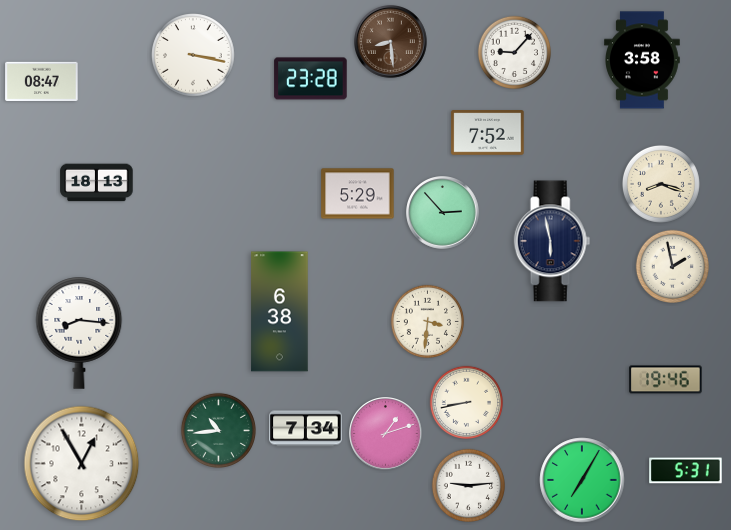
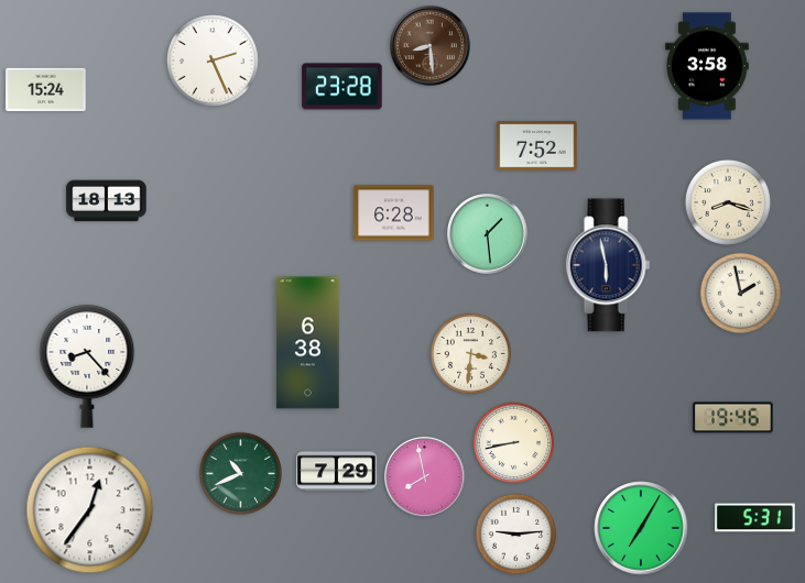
clock at (514, 52): 9:07 -> none
clock at (193, 55): 3:17 -> 2:26
clock at (42, 82): 08:47 -> 15:24
clock at (358, 194): 5:29 -> 6:28
clock at (443, 213): 2:53 -> 1:29
clock at (79, 333): 8:16 -> 8:23
clock at (306, 429): 7:34 -> 7:29
clock at (218, 430): 10:44 -> 10:41
clock at (386, 434): 1:12 -> 7:58
clock at (82, 464): 12:55 -> 12:36
